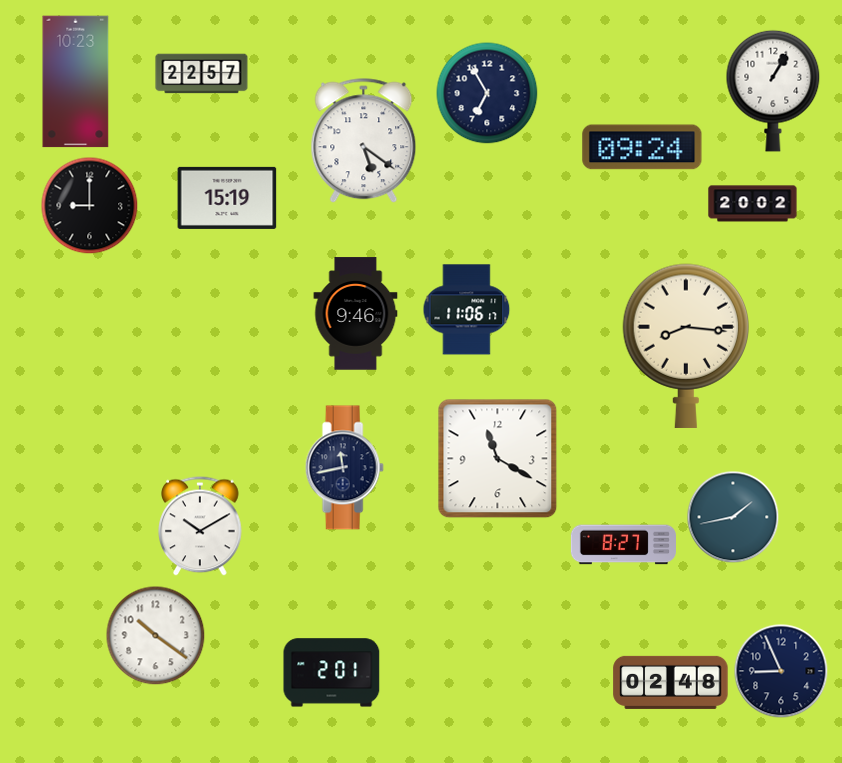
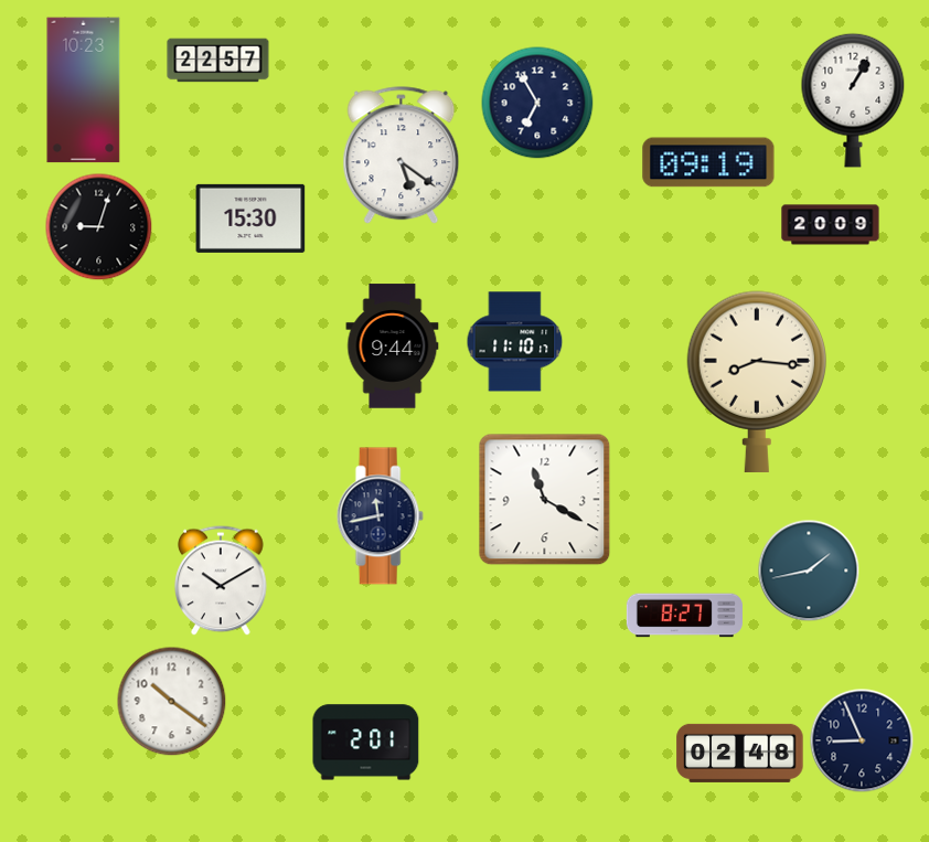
clock at (202, 74) position: (202, 74) -> (218, 61)
clock at (642, 147): 09:24 -> 09:19
clock at (227, 198): 15:19 -> 15:30
clock at (753, 204): 20:02 -> 20:09
clock at (90, 206): 9:00 -> 9:03
clock at (467, 310): 11:06 -> 11:10
clock at (356, 314): 9:46 -> 9:44
clock at (498, 459) position: (498, 459) -> (545, 500)
clock at (623, 545) position: (623, 545) -> (684, 616)
